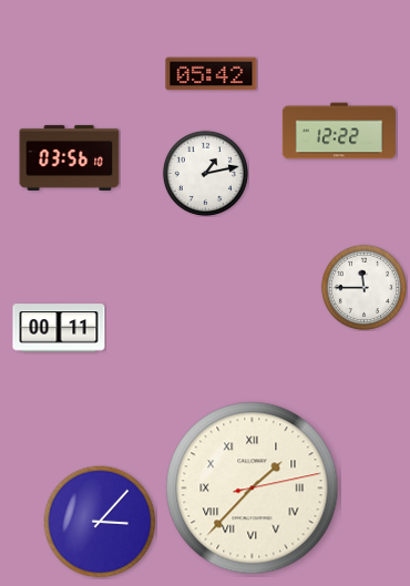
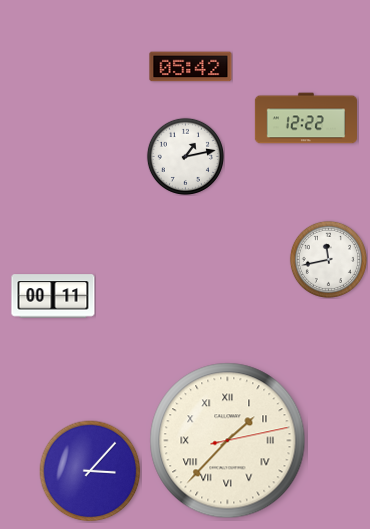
clock at (70, 157): 03:56 -> none
clock at (363, 287): 11:45 -> 11:43
